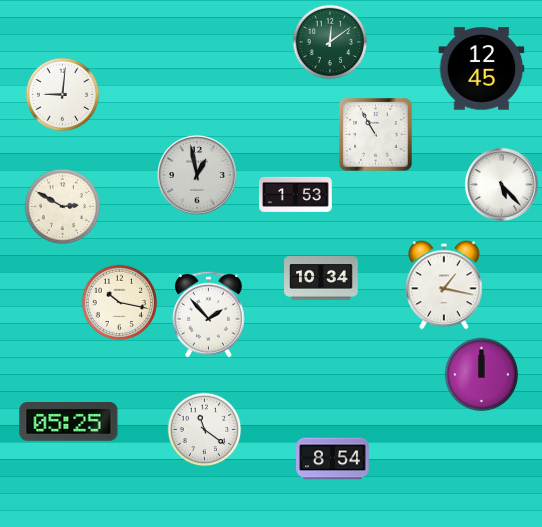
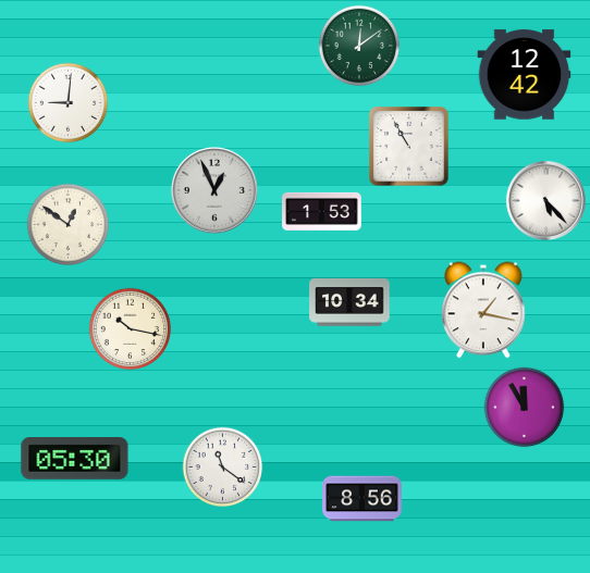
clock at (482, 69): 12:45 -> 12:42
clock at (198, 176): 12:58 -> 12:56
clock at (63, 207): 2:50 -> 12:51
clock at (208, 314): 1:53 -> none
clock at (482, 375): 12:00 -> 11:55
clock at (69, 422): 05:25 -> 05:30
clock at (333, 459): 8:54 -> 8:56
